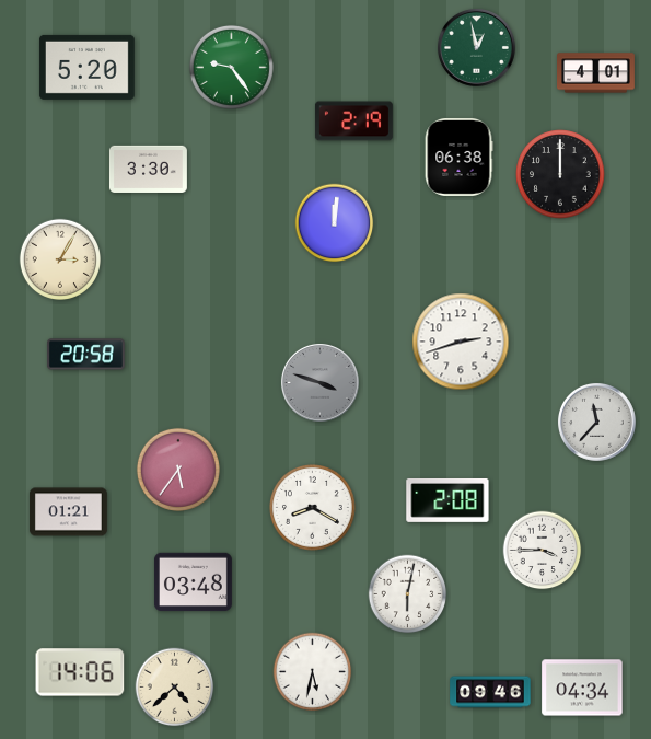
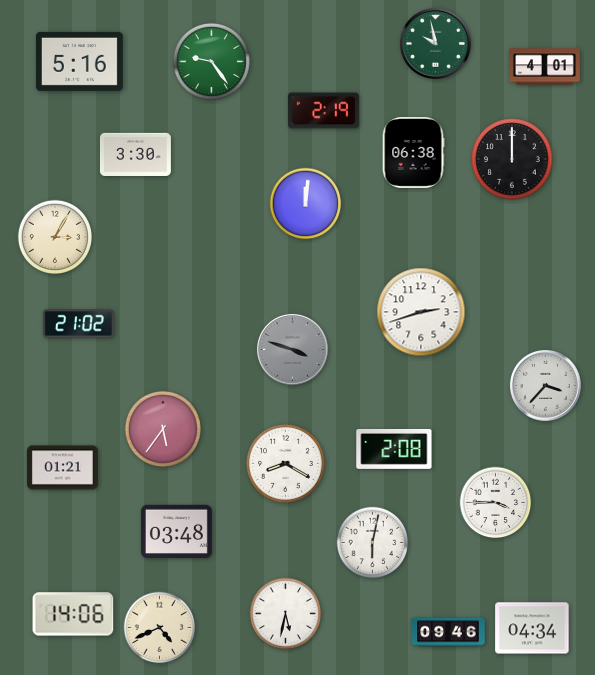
clock at (476, 47): 12:58 -> 9:58
clock at (86, 67): 5:20 -> 5:16
clock at (458, 157) position: (458, 157) -> (413, 152)
clock at (85, 355): 20:58 -> 21:02
clock at (596, 422): 11:37 -> 3:37
clock at (447, 500) position: (447, 500) -> (394, 449)
clock at (175, 688): 4:38 -> 4:41
